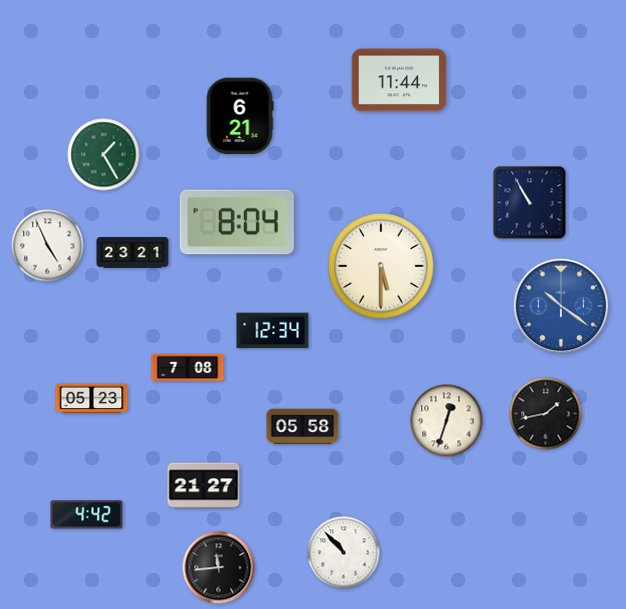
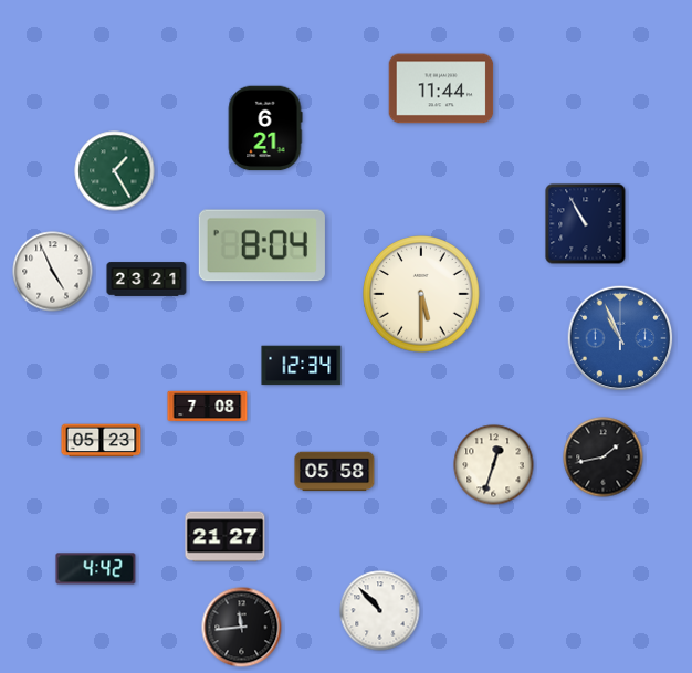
clock at (561, 306): 10:21 -> 10:56
